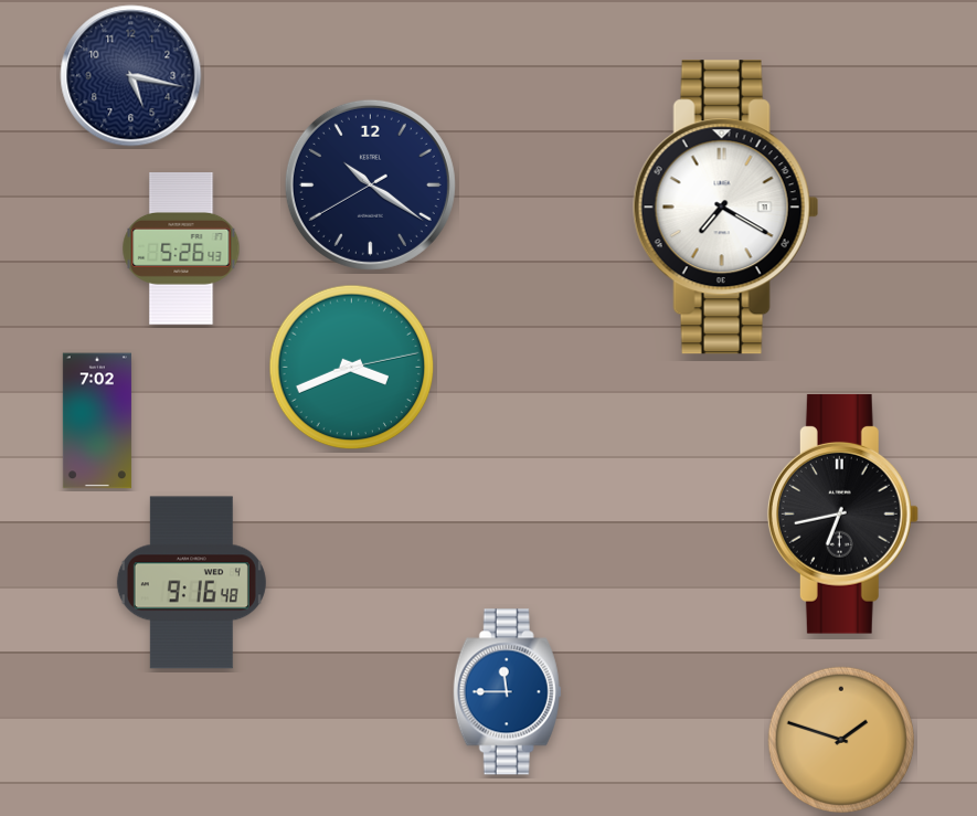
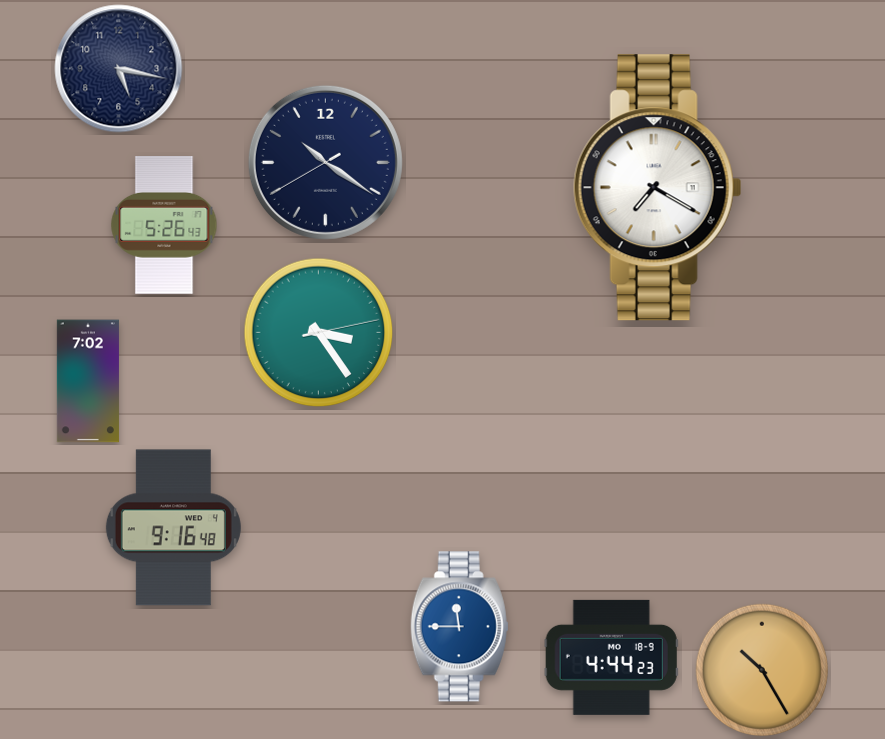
clock at (370, 184) position: (370, 184) -> (325, 162)
clock at (352, 368): 3:41 -> 3:24
clock at (842, 513): 6:43 -> none
clock at (611, 657): none -> 4:44
clock at (840, 739): 1:48 -> 10:25
